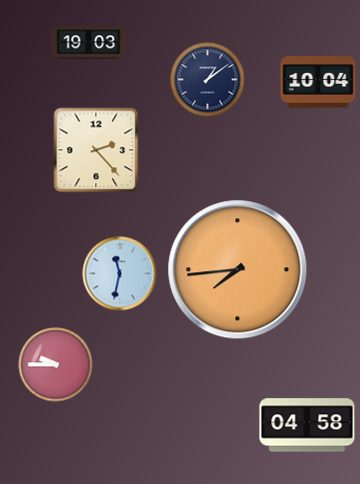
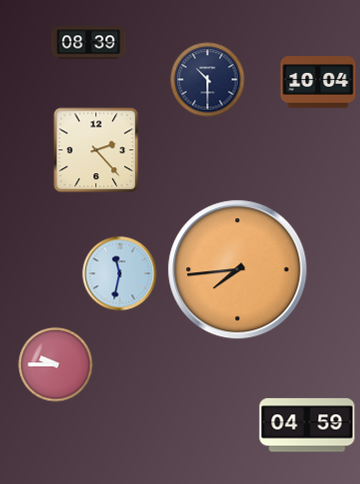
clock at (89, 43): 19:03 -> 08:39
clock at (208, 80): 1:09 -> 10:30
clock at (307, 425): 04:58 -> 04:59
